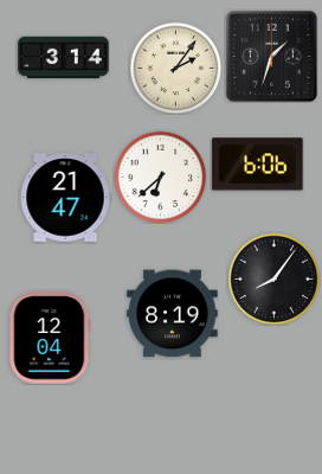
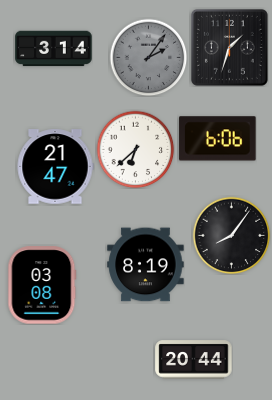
clock at (175, 68) dial: cream -> grey
clock at (50, 338): 12:04 -> 03:08
clock at (194, 360): none -> 20:44
